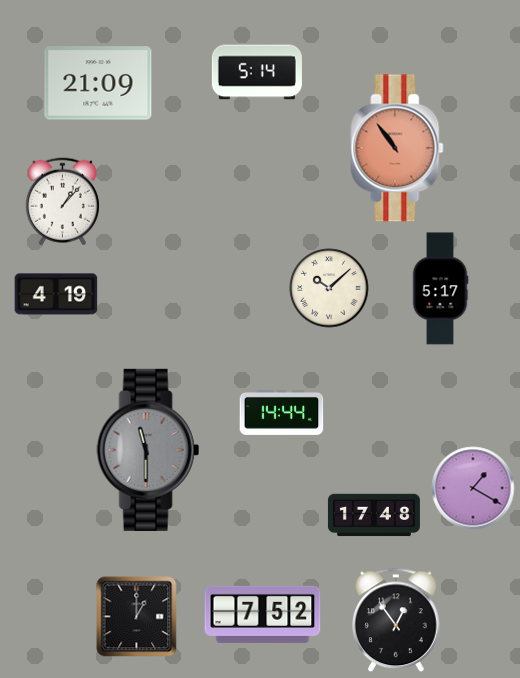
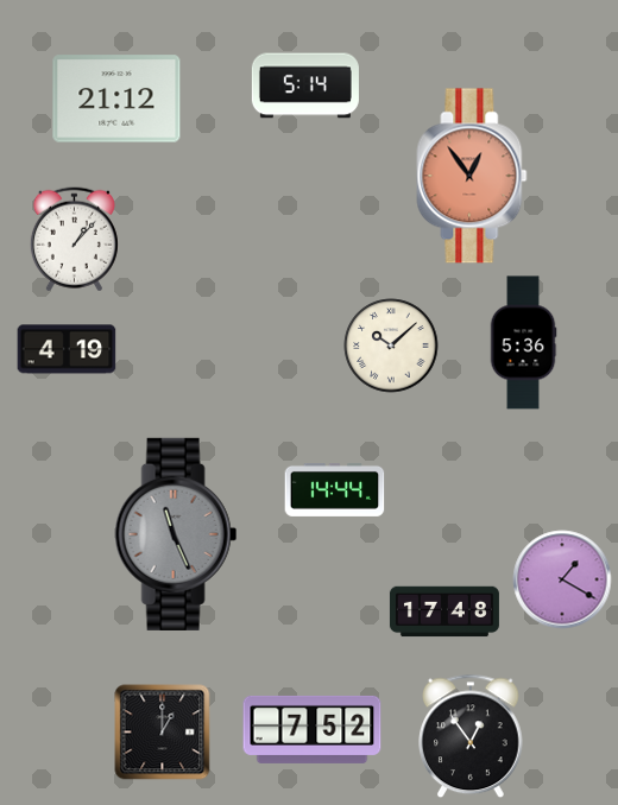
clock at (98, 83): 21:09 -> 21:12
clock at (397, 148): 10:54 -> 12:54
clock at (329, 288) position: (329, 288) -> (391, 346)
clock at (440, 289): 5:17 -> 5:36
clock at (148, 450): 11:30 -> 11:26
